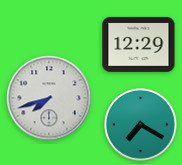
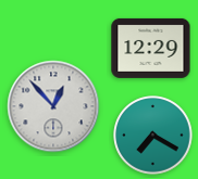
clock at (49, 98): 7:42 -> 12:53
